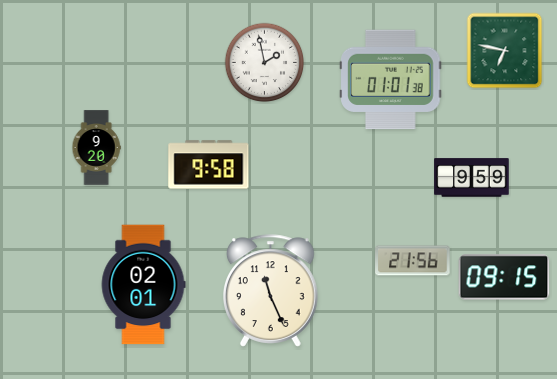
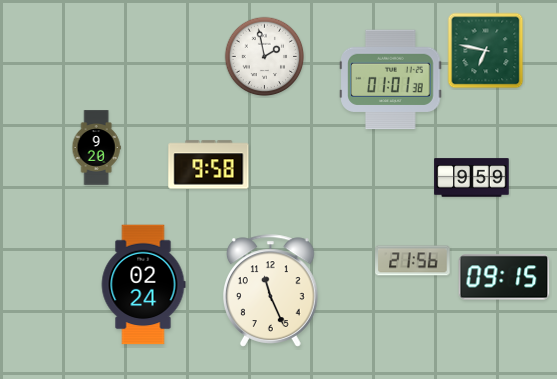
clock at (505, 51) position: (505, 51) -> (486, 51)
clock at (265, 63) position: (265, 63) -> (265, 57)
clock at (143, 285): 02:01 -> 02:24
